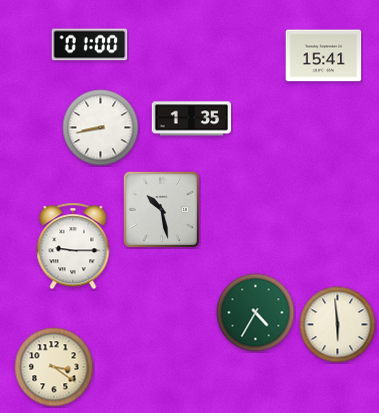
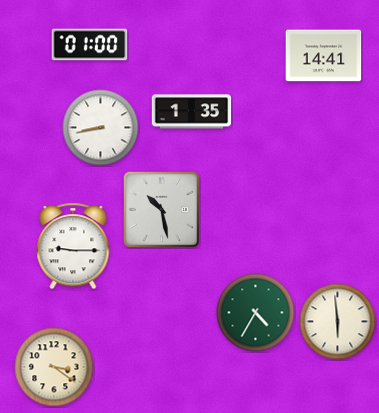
clock at (324, 56): 15:41 -> 14:41
clock at (192, 119) position: (192, 119) -> (192, 112)
clock at (338, 325) position: (338, 325) -> (338, 322)
